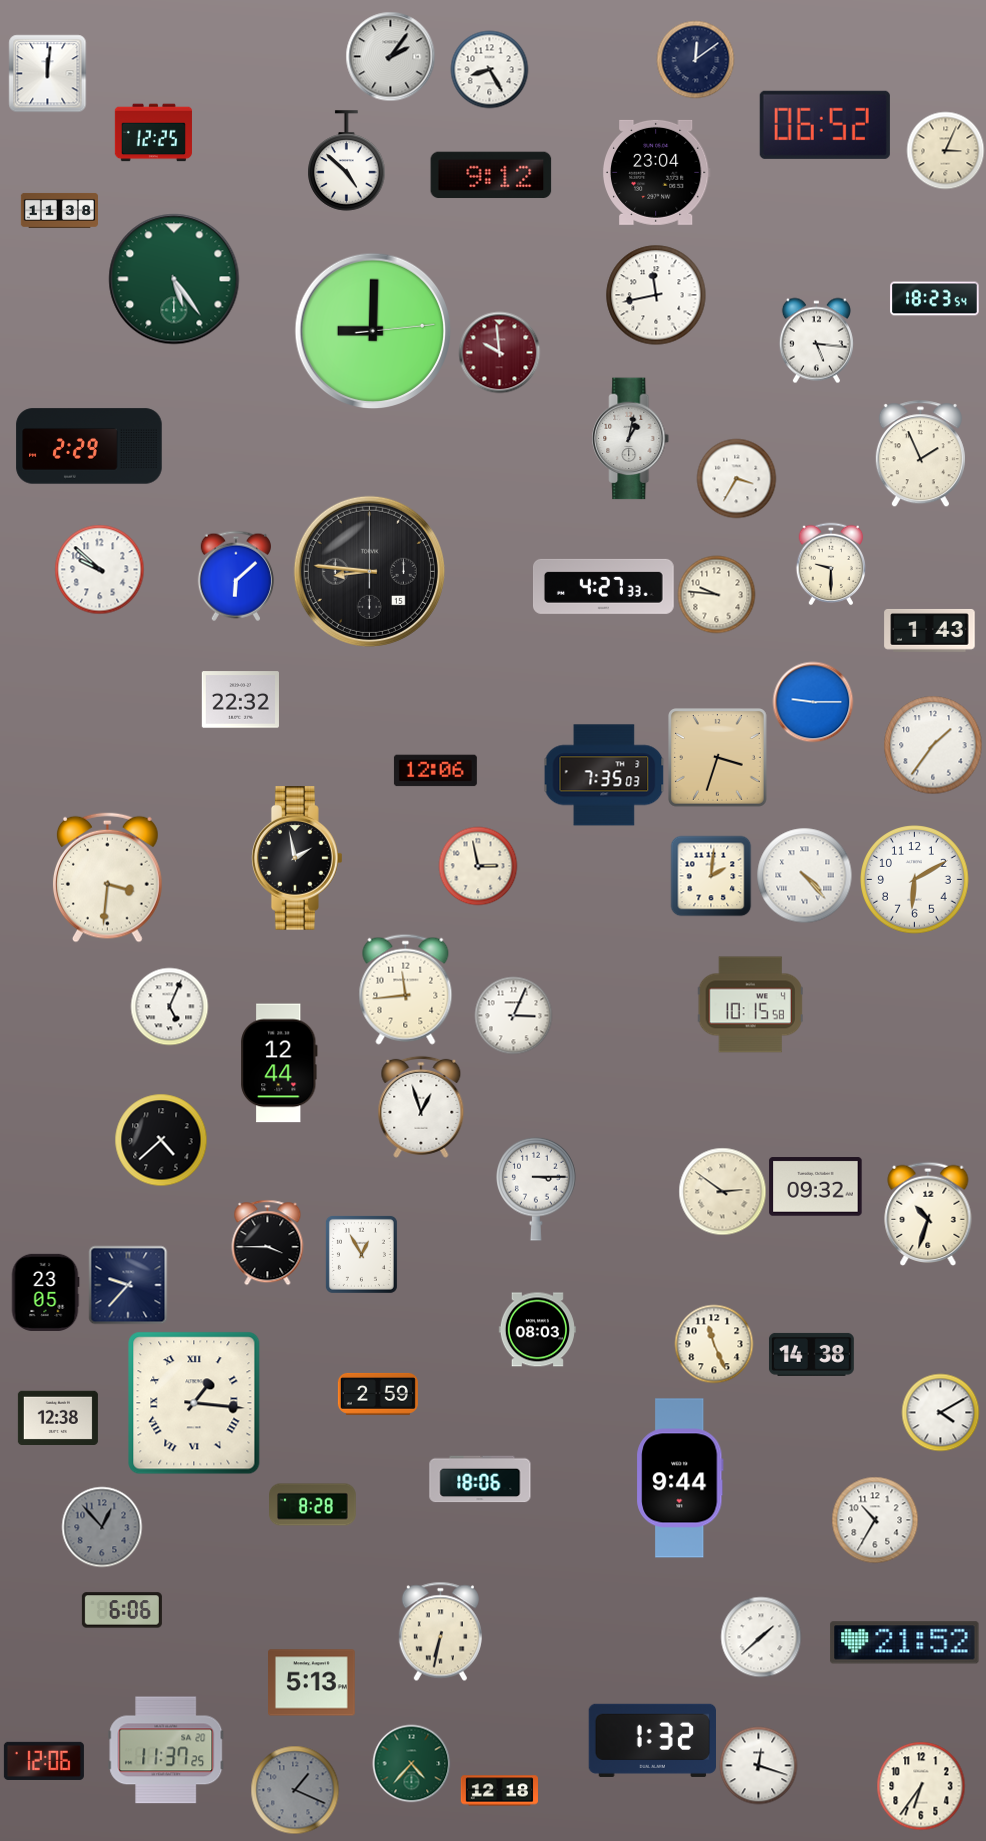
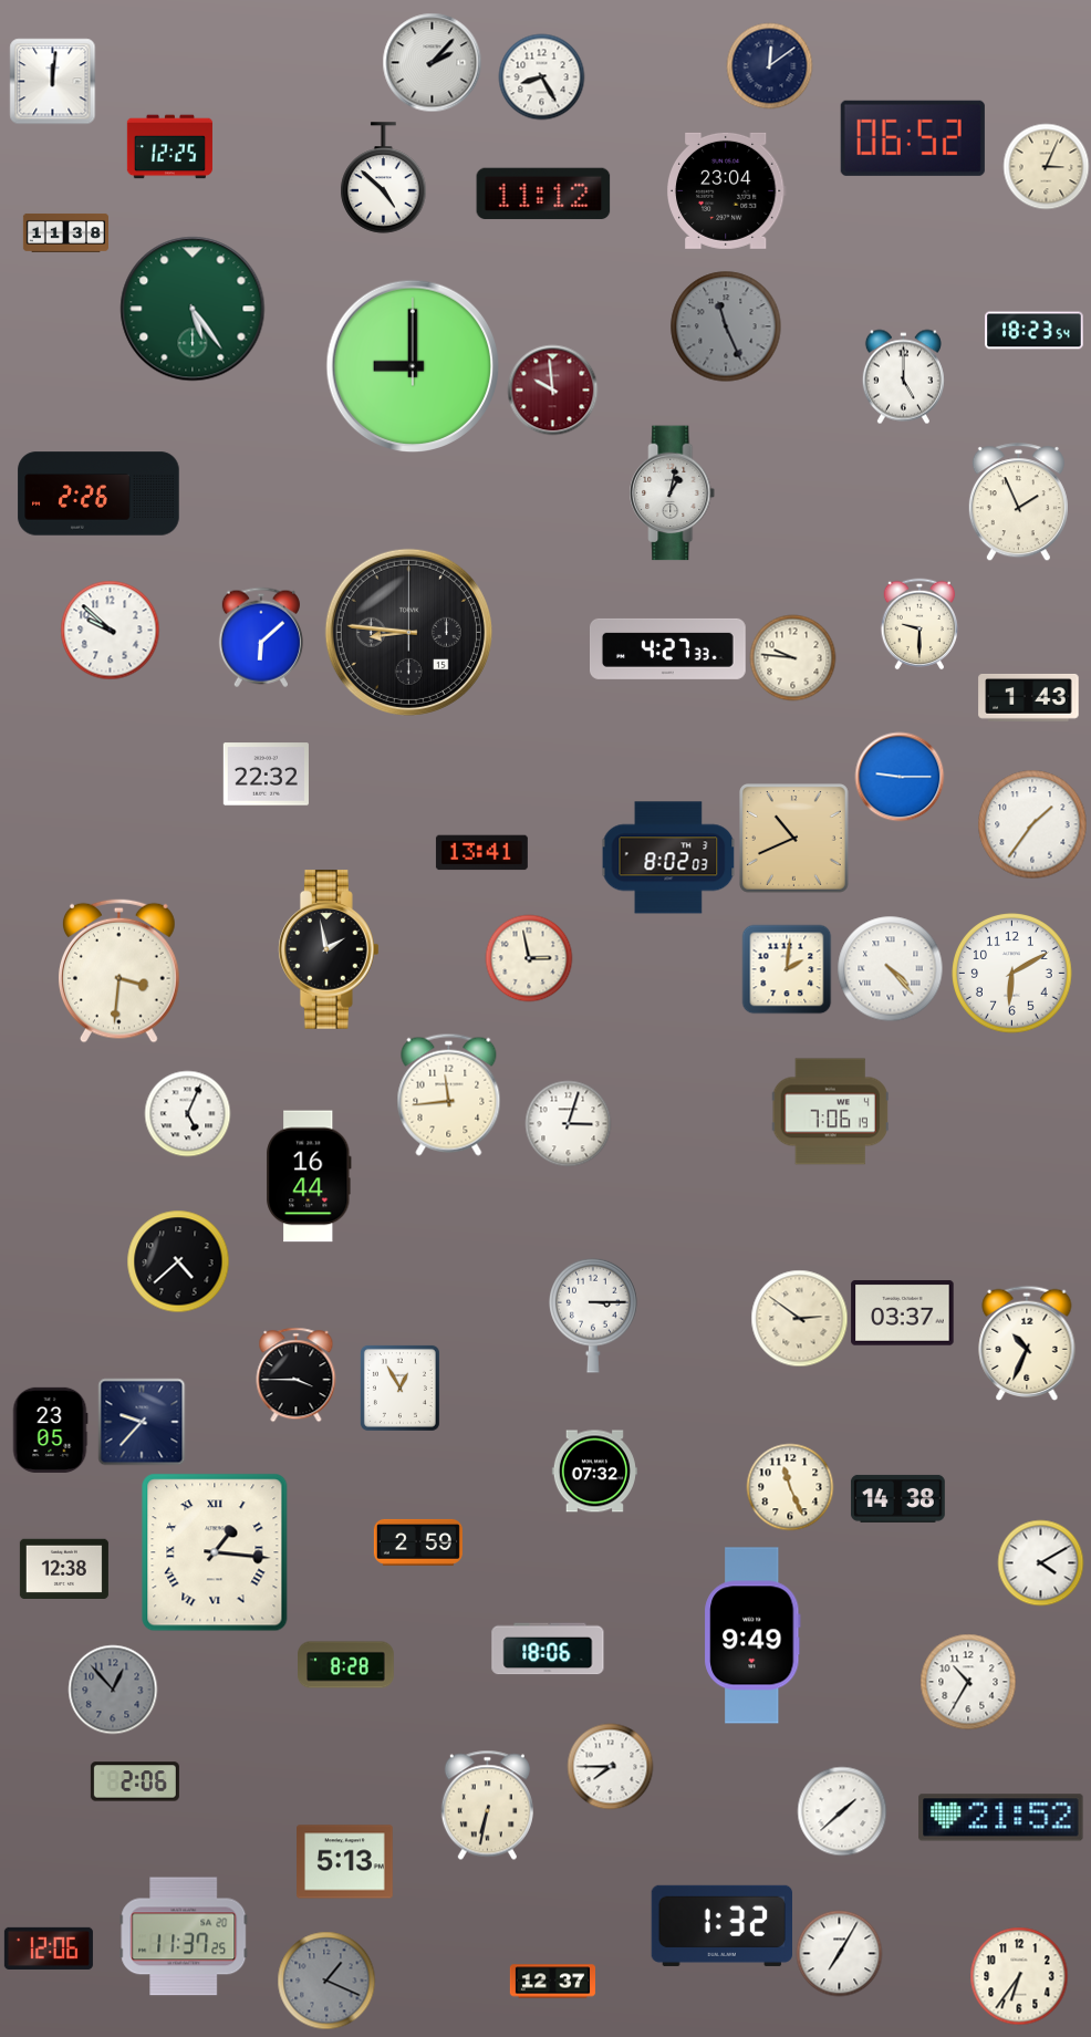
clock at (390, 56): 2:06 -> 2:07
clock at (491, 175): 9:12 -> 11:12
clock at (656, 295): 11:43 -> 11:26
clock at (656, 295) dial: white -> grey
clock at (373, 331): 9:00:14 -> 9:00:00
clock at (816, 340): 5:16 -> 5:00
clock at (631, 439) position: (631, 439) -> (673, 493)
clock at (89, 446): 2:29 -> 2:26
clock at (736, 478): 3:35 -> none
clock at (718, 758): 3:33 -> 10:41
clock at (435, 771): 12:06 -> 13:41
clock at (604, 775): 7:35 -> 8:02
clock at (750, 1005): 10:15 -> 7:06
clock at (513, 1015): 3:04 -> 3:03
clock at (279, 1063): 12:44 -> 16:44
clock at (421, 1107): 12:57 -> none
clock at (816, 1187): 09:32 -> 03:37
clock at (928, 1214): 10:33 -> 10:34
clock at (537, 1330): 08:03 -> 07:32
clock at (680, 1478): 9:44 -> 9:49
clock at (480, 1479) position: (480, 1479) -> (548, 1649)
clock at (610, 1766): none -> 7:45
clock at (122, 1610): 6:06 -> 2:06
clock at (411, 1763): 4:37 -> none
clock at (758, 1765): 12:18 -> 7:05
clock at (499, 1791): 12:18 -> 12:37
